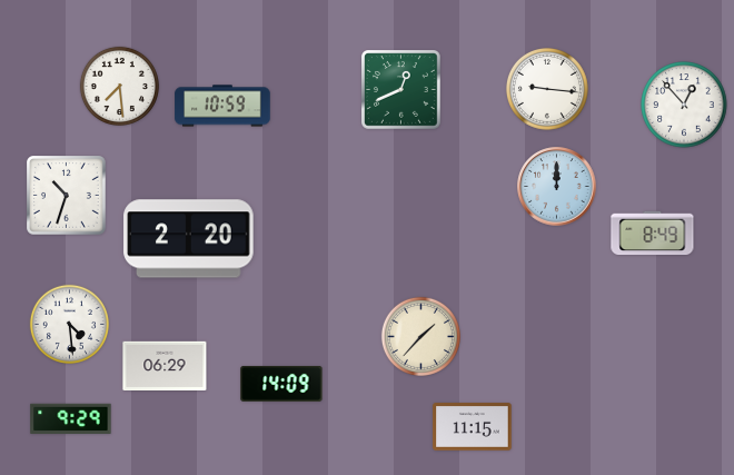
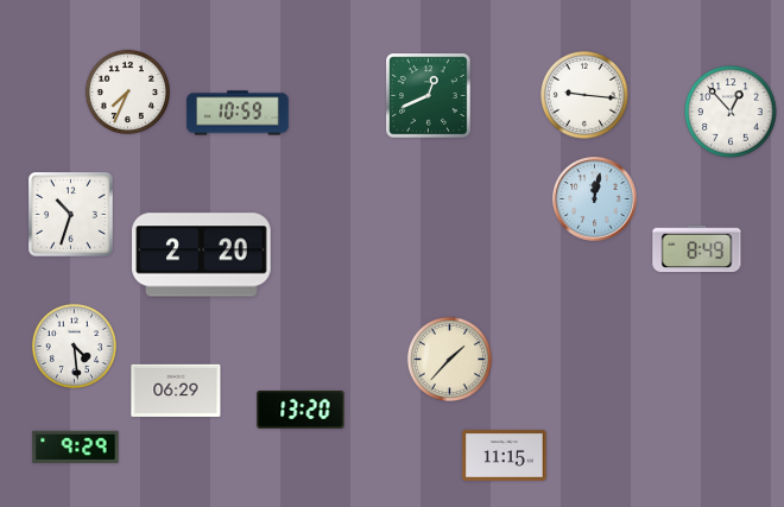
clock at (119, 86): 7:29 -> 7:34
clock at (557, 187): 12:00 -> 12:02
clock at (67, 196) position: (67, 196) -> (71, 215)
clock at (281, 384): 14:09 -> 13:20
